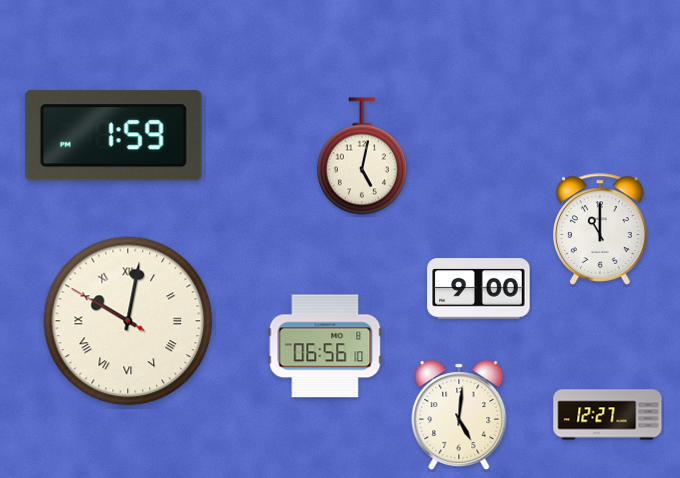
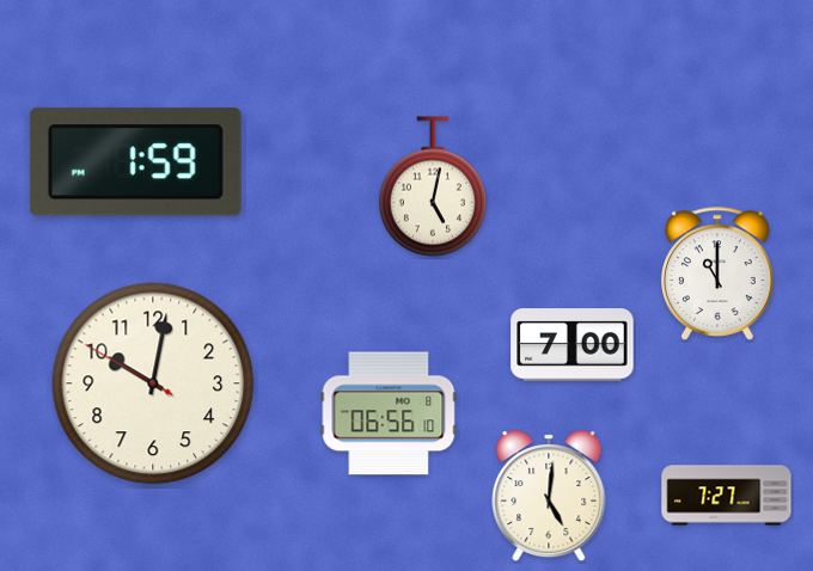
clock at (479, 289): 9:00 -> 7:00
clock at (128, 321) numerals: Roman -> Arabic
clock at (608, 415): 12:27 -> 7:27
